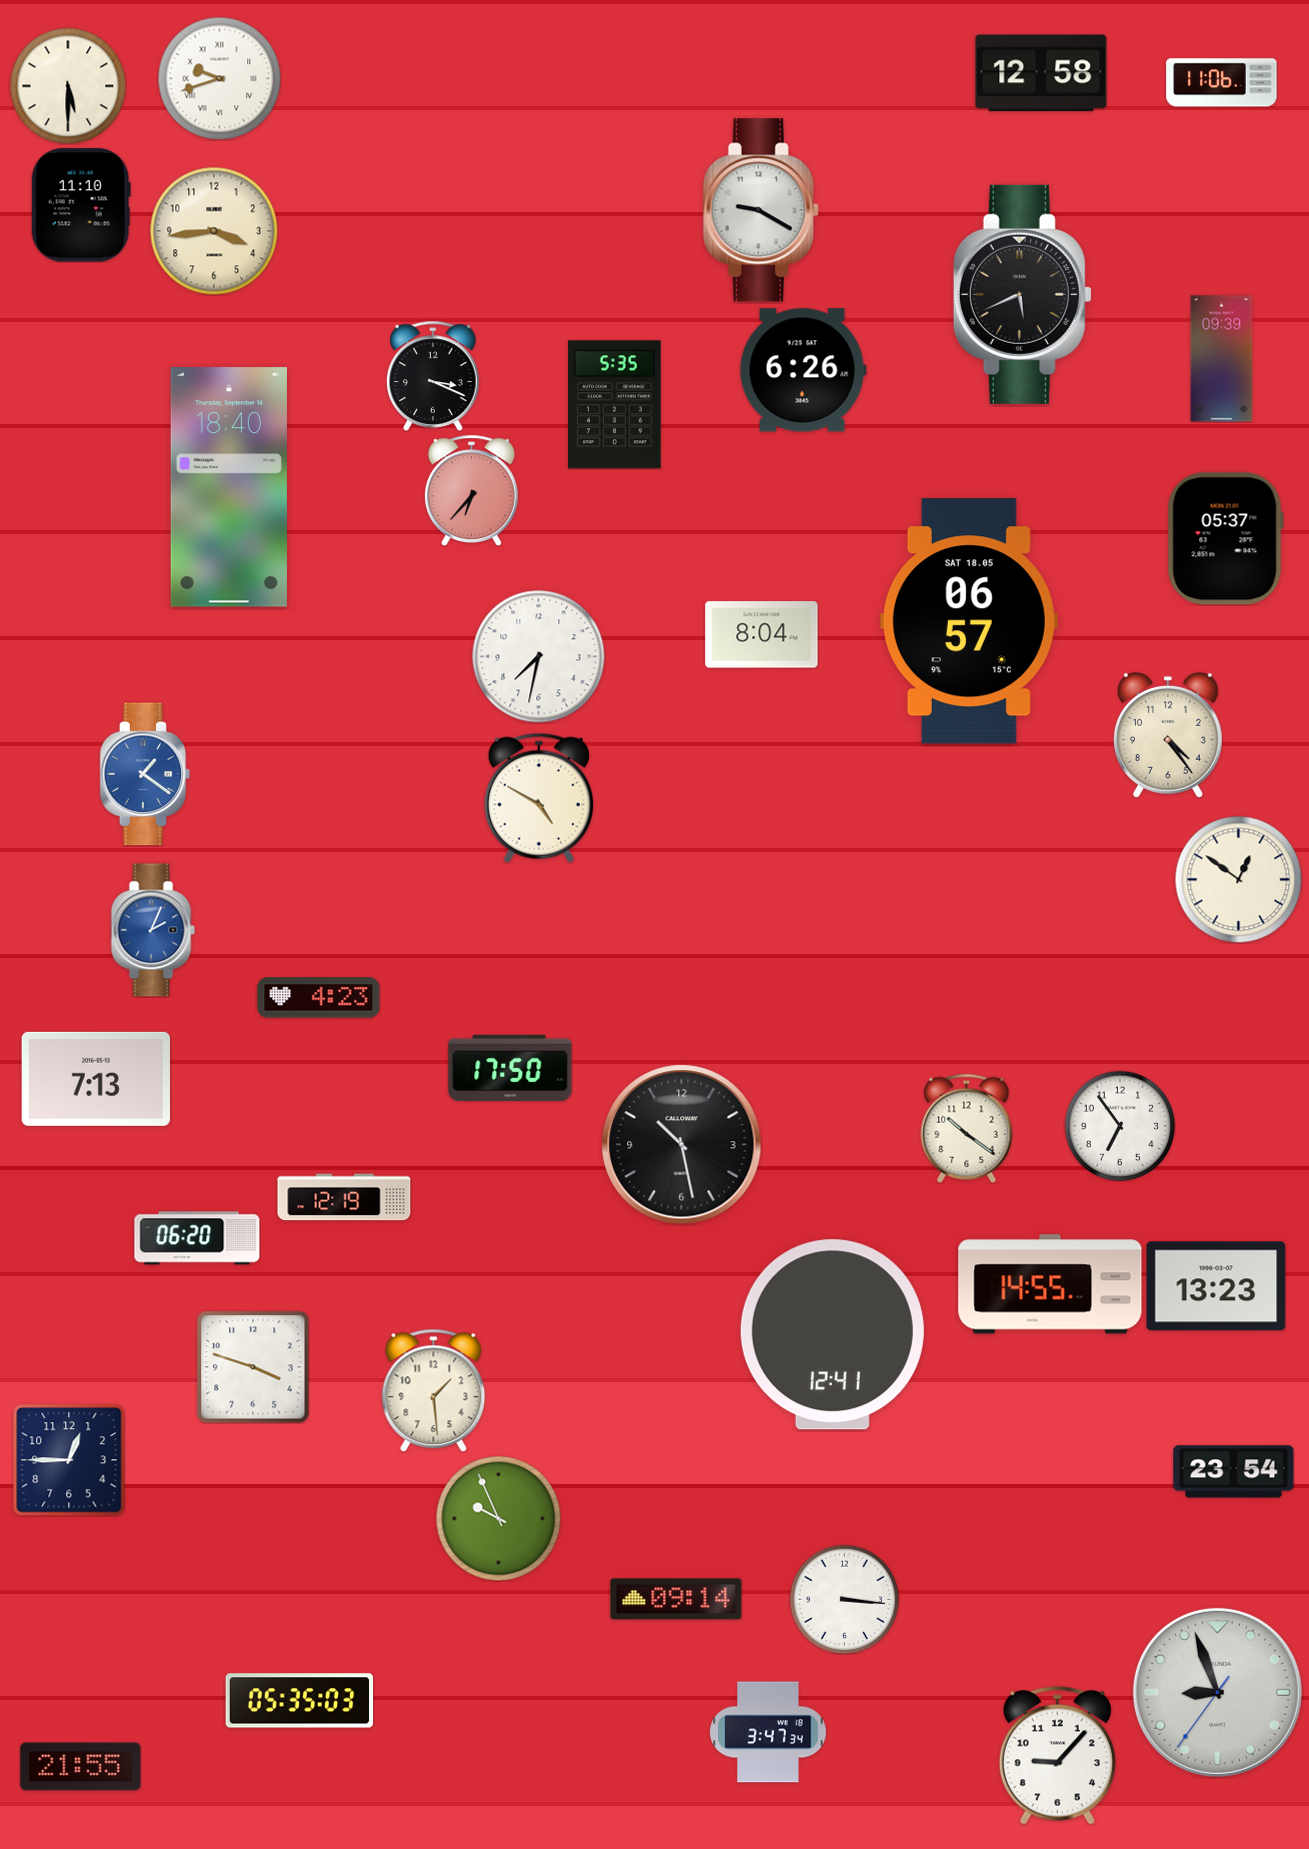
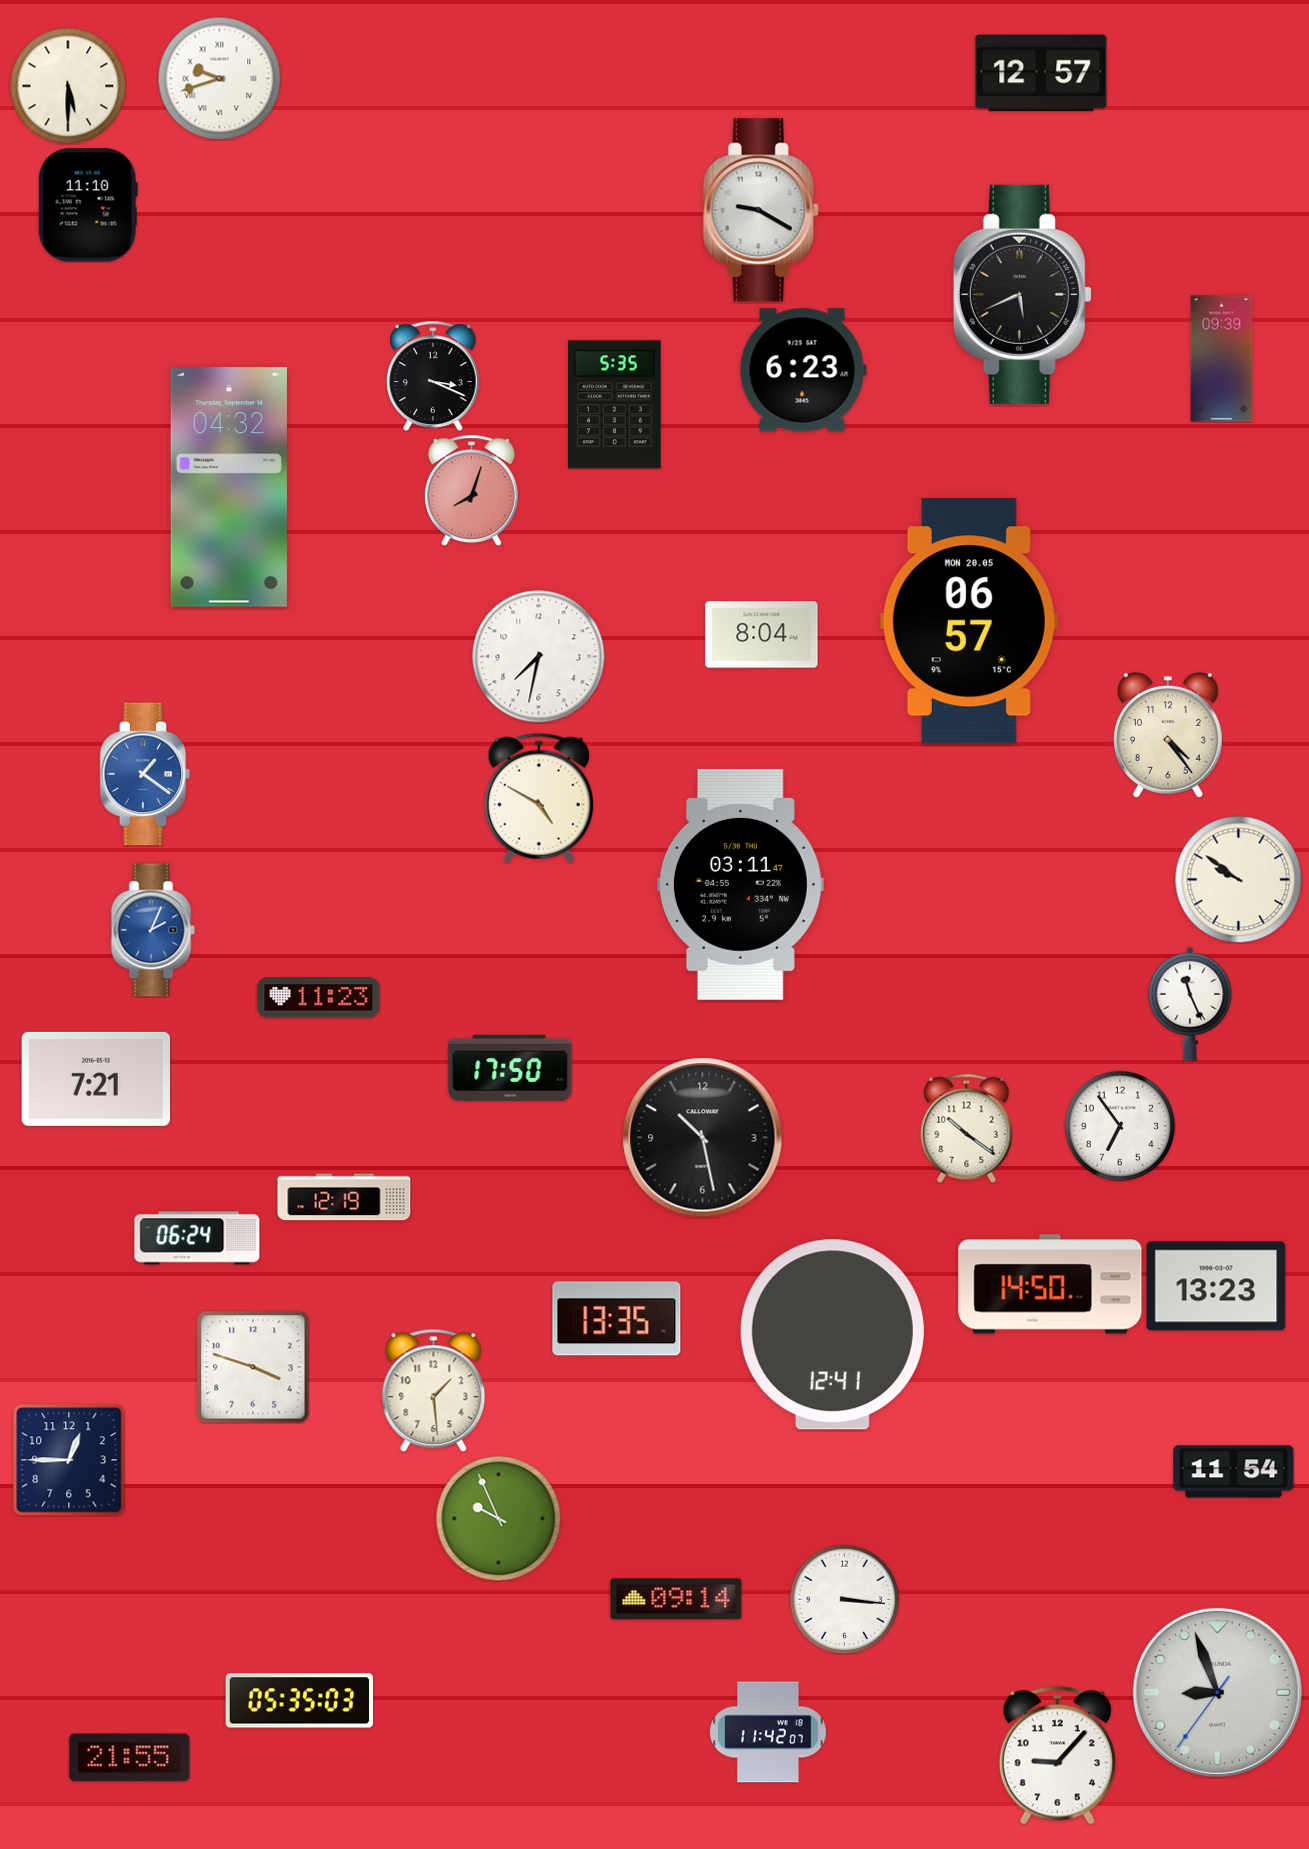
clock at (1041, 73): 12:58 -> 12:57
clock at (1222, 83): 11:06 -> none
clock at (81, 205) position: (81, 205) -> (88, 205)
clock at (214, 231): 3:44 -> none
clock at (803, 370): 6:26 -> 6:23
clock at (229, 487): 18:40 -> 04:32
clock at (471, 490): 6:37 -> 8:03
clock at (1225, 539): 05:37 -> none
clock at (969, 621) date: SAT 18.05 -> MON 20.05
clock at (1238, 879): 12:51 -> 9:51
clock at (740, 884): none -> 03:11
clock at (319, 998): 4:23 -> 11:23
clock at (1190, 1004): none -> 11:26
clock at (96, 1079): 7:13 -> 7:21
clock at (682, 1145) position: (682, 1145) -> (703, 1138)
clock at (197, 1238): 06:20 -> 06:24
clock at (1050, 1284): 14:55 -> 14:50
clock at (617, 1319): none -> 13:35
clock at (1234, 1472): 23:54 -> 11:54
clock at (768, 1732): 3:47 -> 11:42
clock at (81, 1767) position: (81, 1767) -> (130, 1758)
